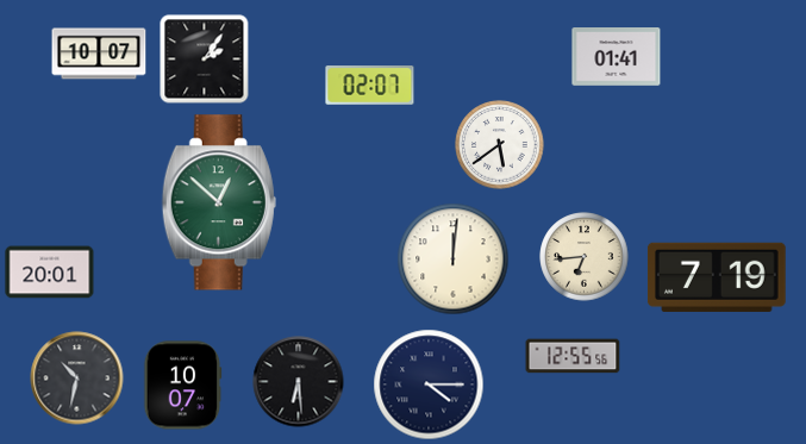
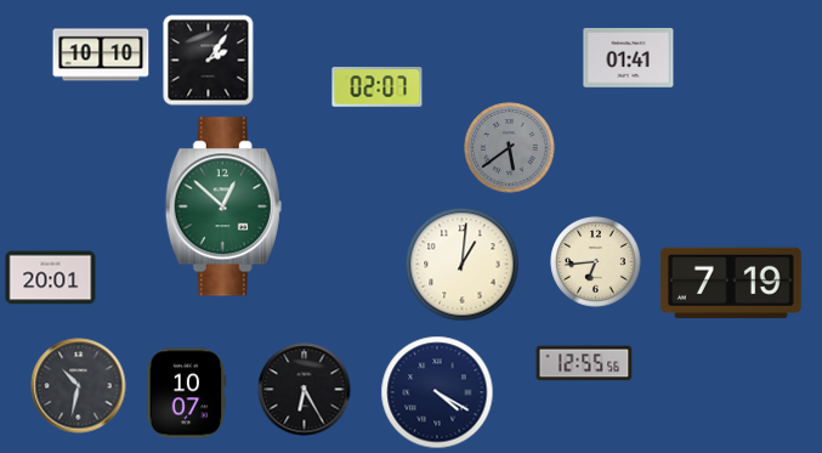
clock at (99, 54): 10:07 -> 10:10
clock at (500, 145) dial: white -> grey
clock at (454, 259): 12:01 -> 1:01
clock at (299, 382): 6:29 -> 6:25
clock at (429, 384): 4:15 -> 4:20
